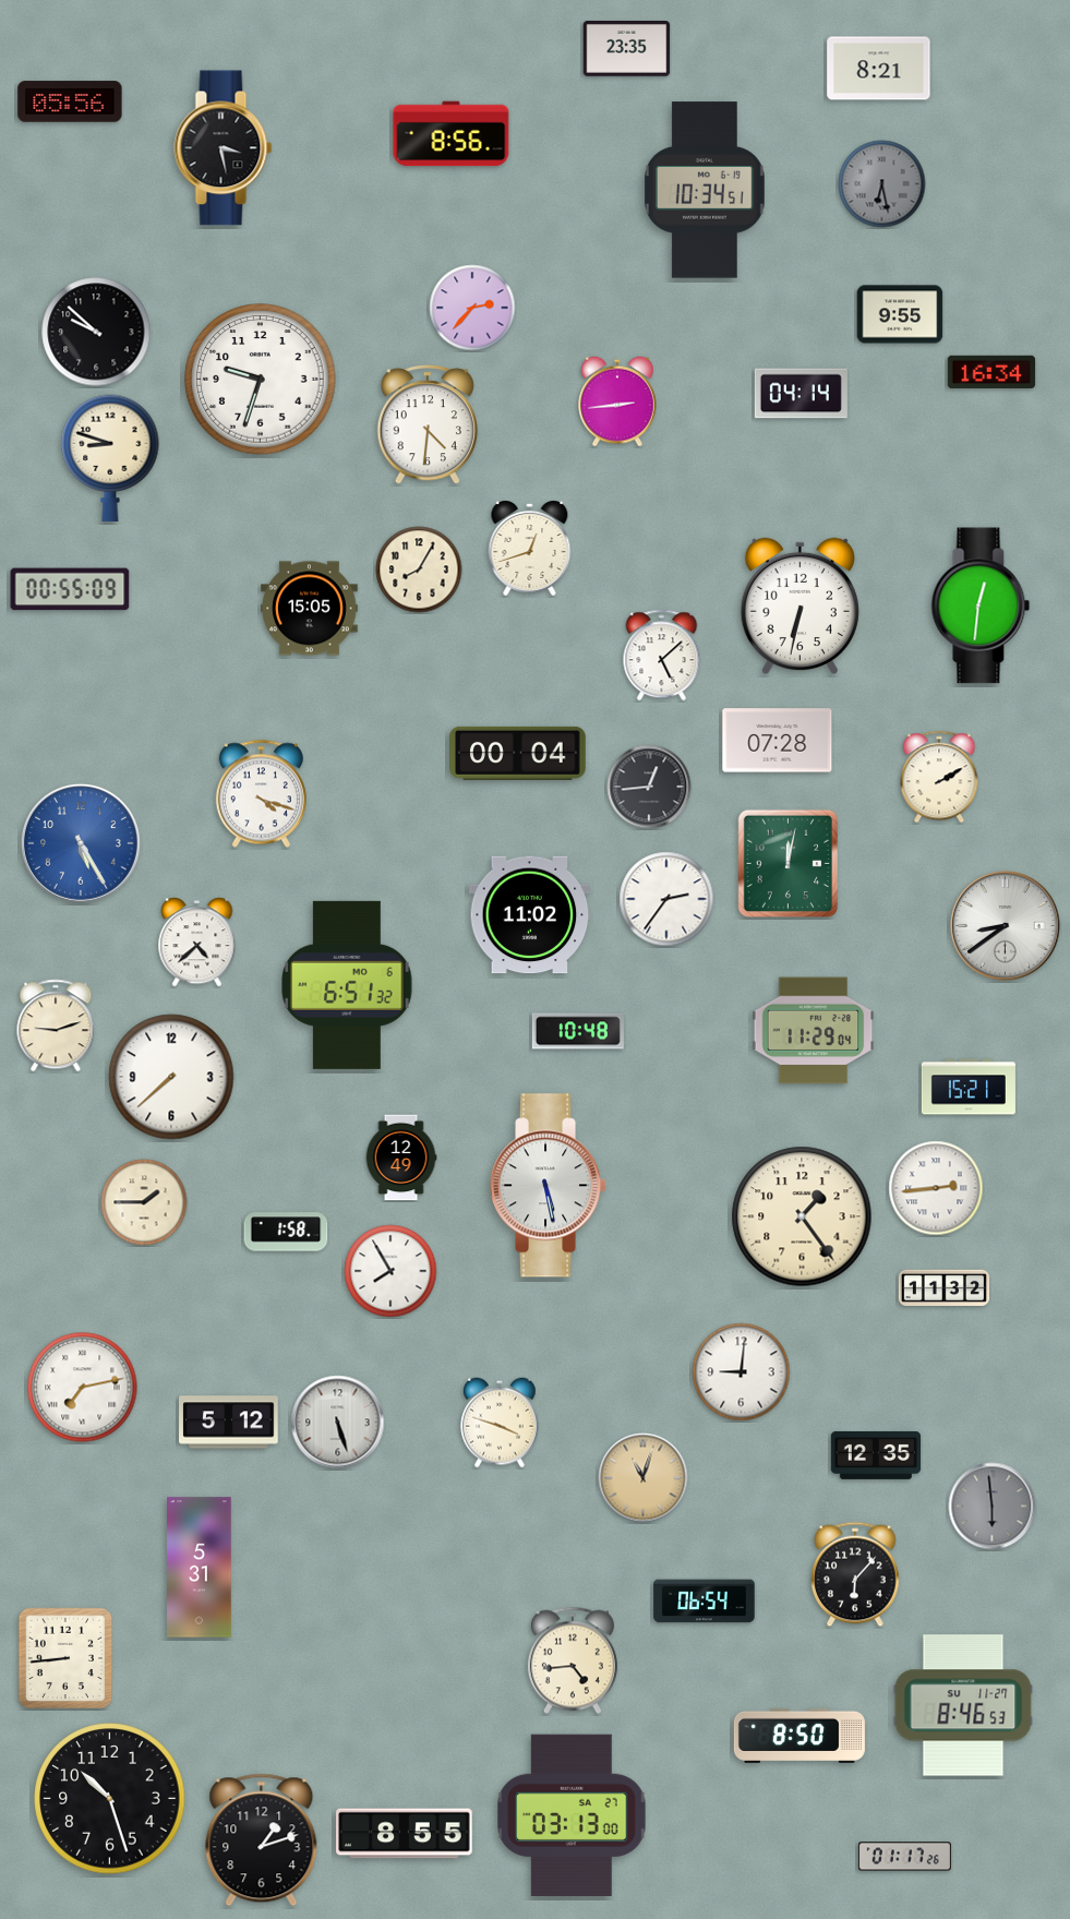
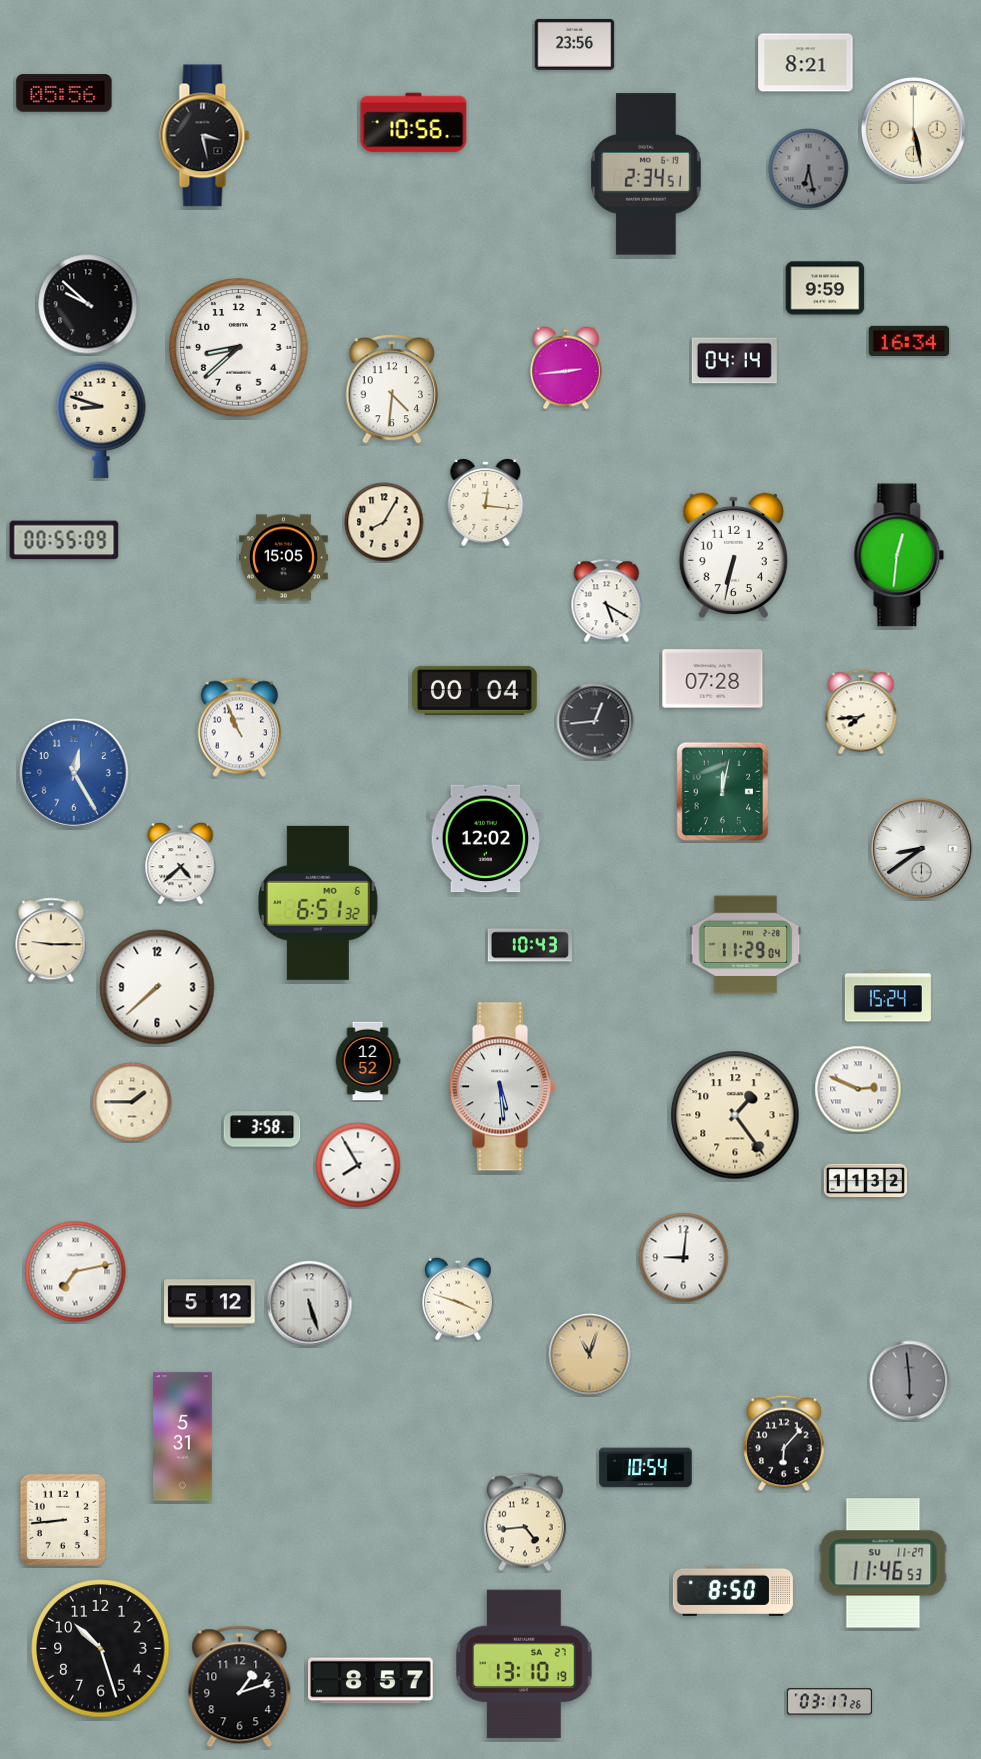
clock at (627, 49): 23:35 -> 23:56
clock at (452, 134): 8:56 -> 10:56
clock at (914, 130): none -> 5:28
clock at (705, 190): 10:34 -> 2:34
clock at (472, 308): 2:37 -> none
clock at (900, 314): 9:55 -> 9:59
clock at (261, 380): 9:33 -> 8:38
clock at (530, 549): 12:42 -> 12:16
clock at (662, 656): 5:08 -> 5:20
clock at (939, 777): 2:10 -> 7:44
clock at (261, 794): 4:18 -> 10:56
clock at (81, 843): 5:25 -> 12:25
clock at (666, 899): 2:36 -> none
clock at (530, 915): 11:02 -> 12:02
clock at (56, 1026): 9:12 -> 9:15
clock at (578, 1031): 10:48 -> 10:43
clock at (969, 1087): 15:21 -> 15:24
clock at (401, 1158): 12:49 -> 12:52
clock at (549, 1186): 5:28 -> 5:29
clock at (936, 1188): 2:44 -> 2:49
clock at (286, 1232): 1:58 -> 3:58
clock at (742, 1372) position: (742, 1372) -> (684, 1258)
clock at (500, 1423) position: (500, 1423) -> (458, 1299)
clock at (876, 1455): 12:35 -> none
clock at (705, 1602): 06:54 -> 10:54
clock at (64, 1657) position: (64, 1657) -> (62, 1519)
clock at (963, 1705): 8:46 -> 11:46
clock at (572, 1815): 03:13 -> 13:10
clock at (405, 1834): 8:55 -> 8:57
clock at (904, 1857): 01:17 -> 03:17
